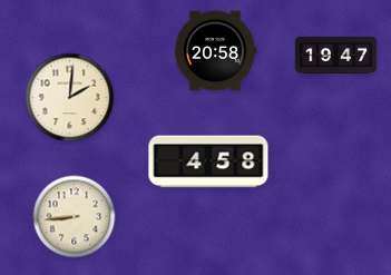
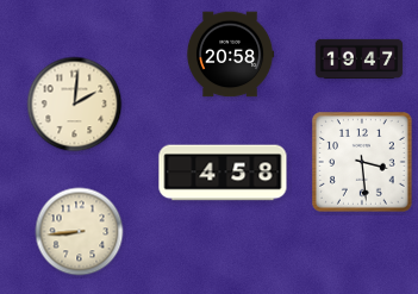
clock at (363, 163): none -> 3:29
